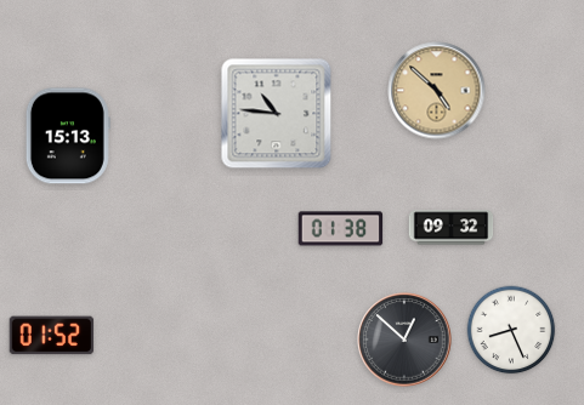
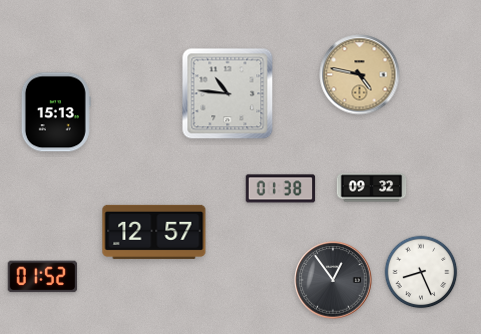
clock at (437, 91): 4:52 -> 4:47
clock at (154, 232): none -> 12:57
clock at (404, 340): 12:52 -> 12:54
